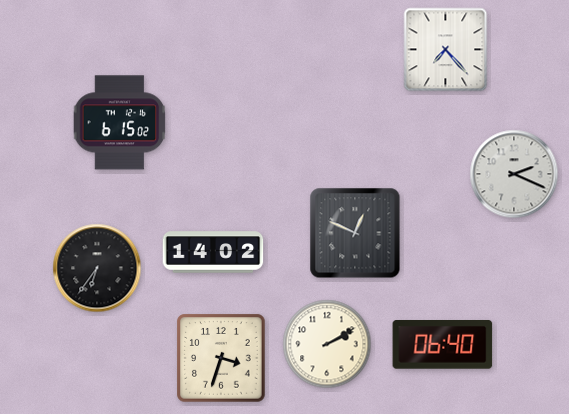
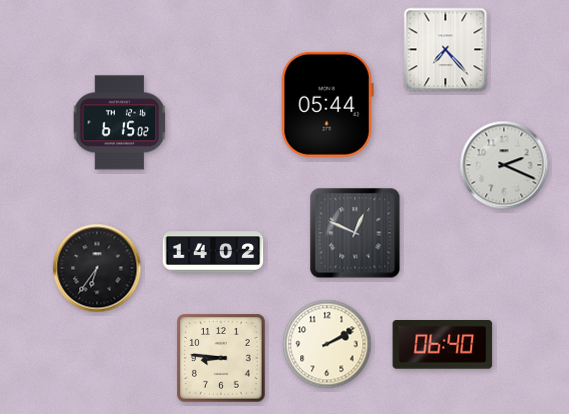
clock at (327, 104): none -> 05:44
clock at (514, 174) position: (514, 174) -> (504, 165)
clock at (221, 358): 3:33 -> 8:46
